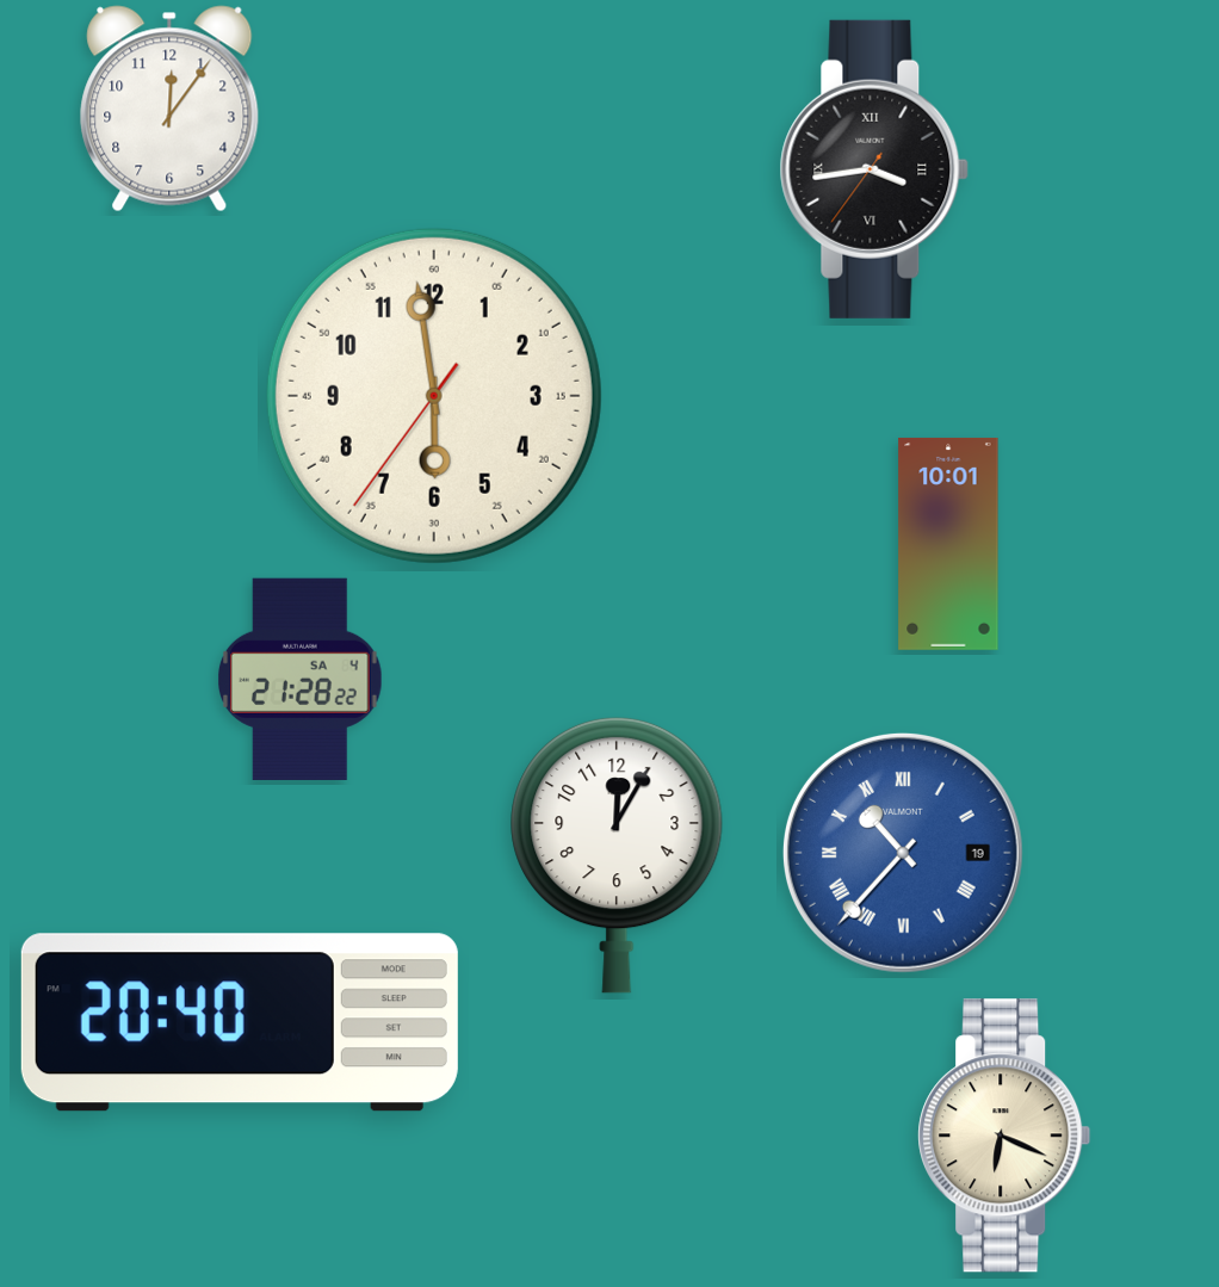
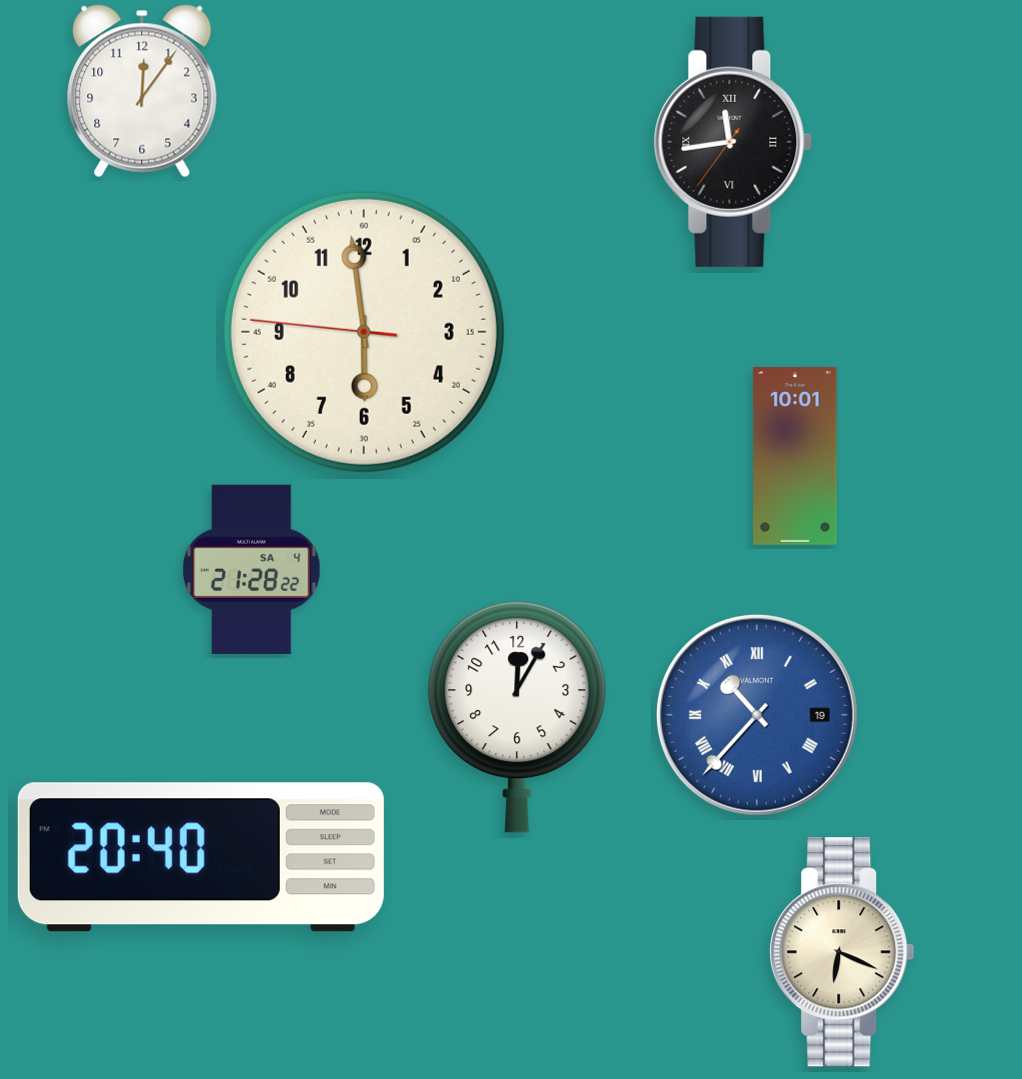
clock at (874, 169): 3:43 -> 11:43
clock at (434, 396): 5:58:36 -> 5:58:46
